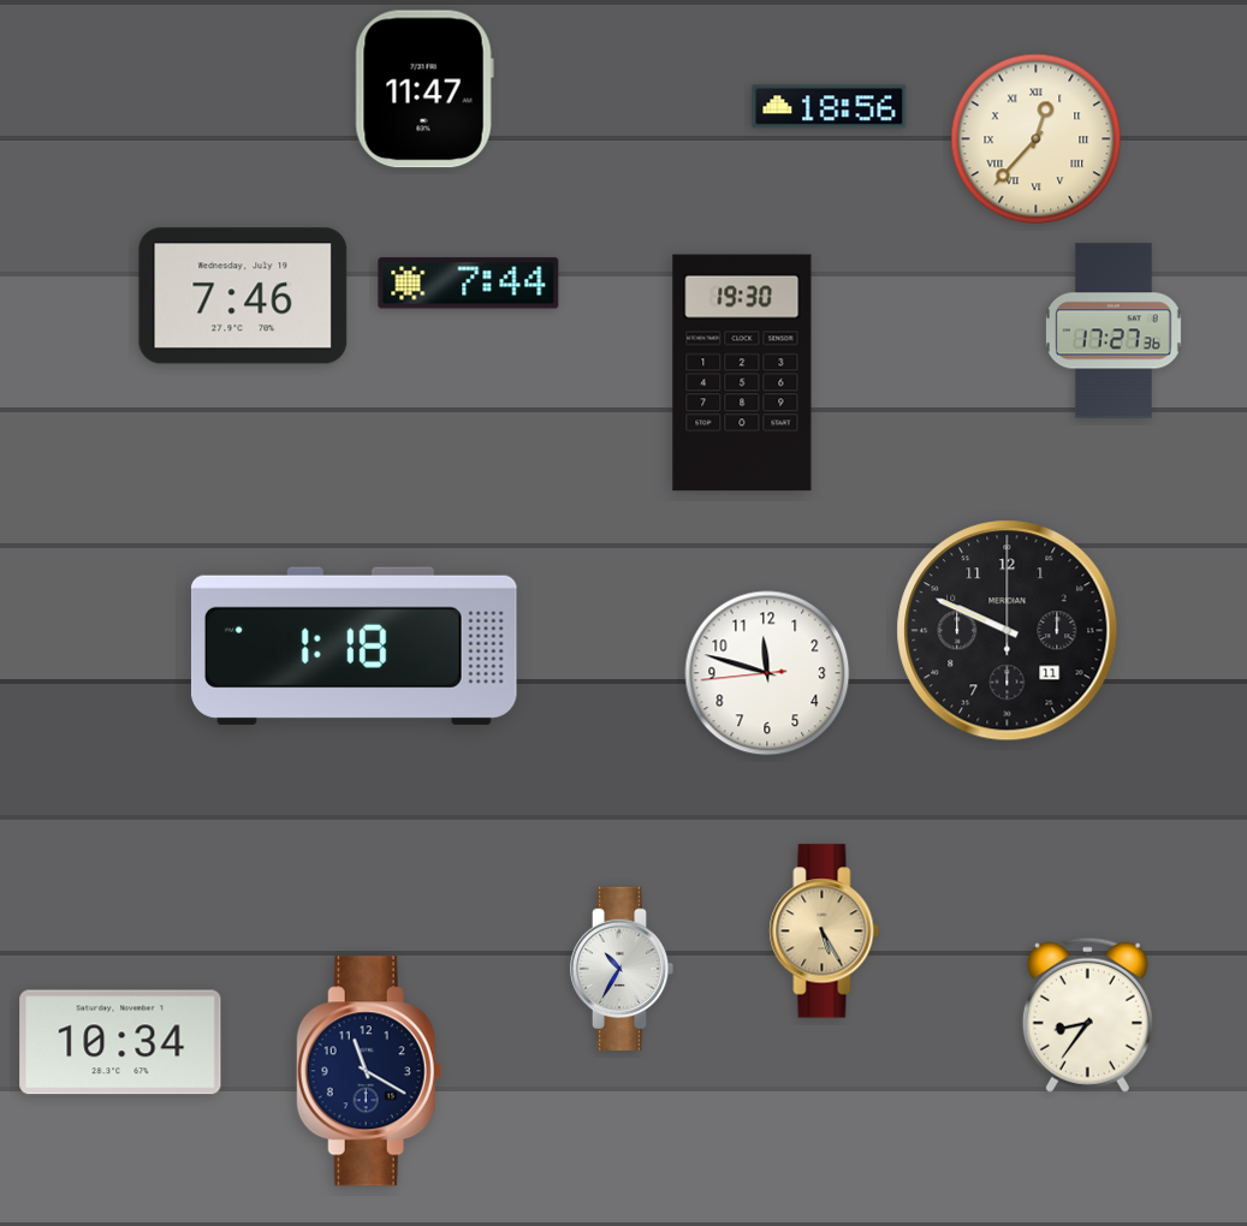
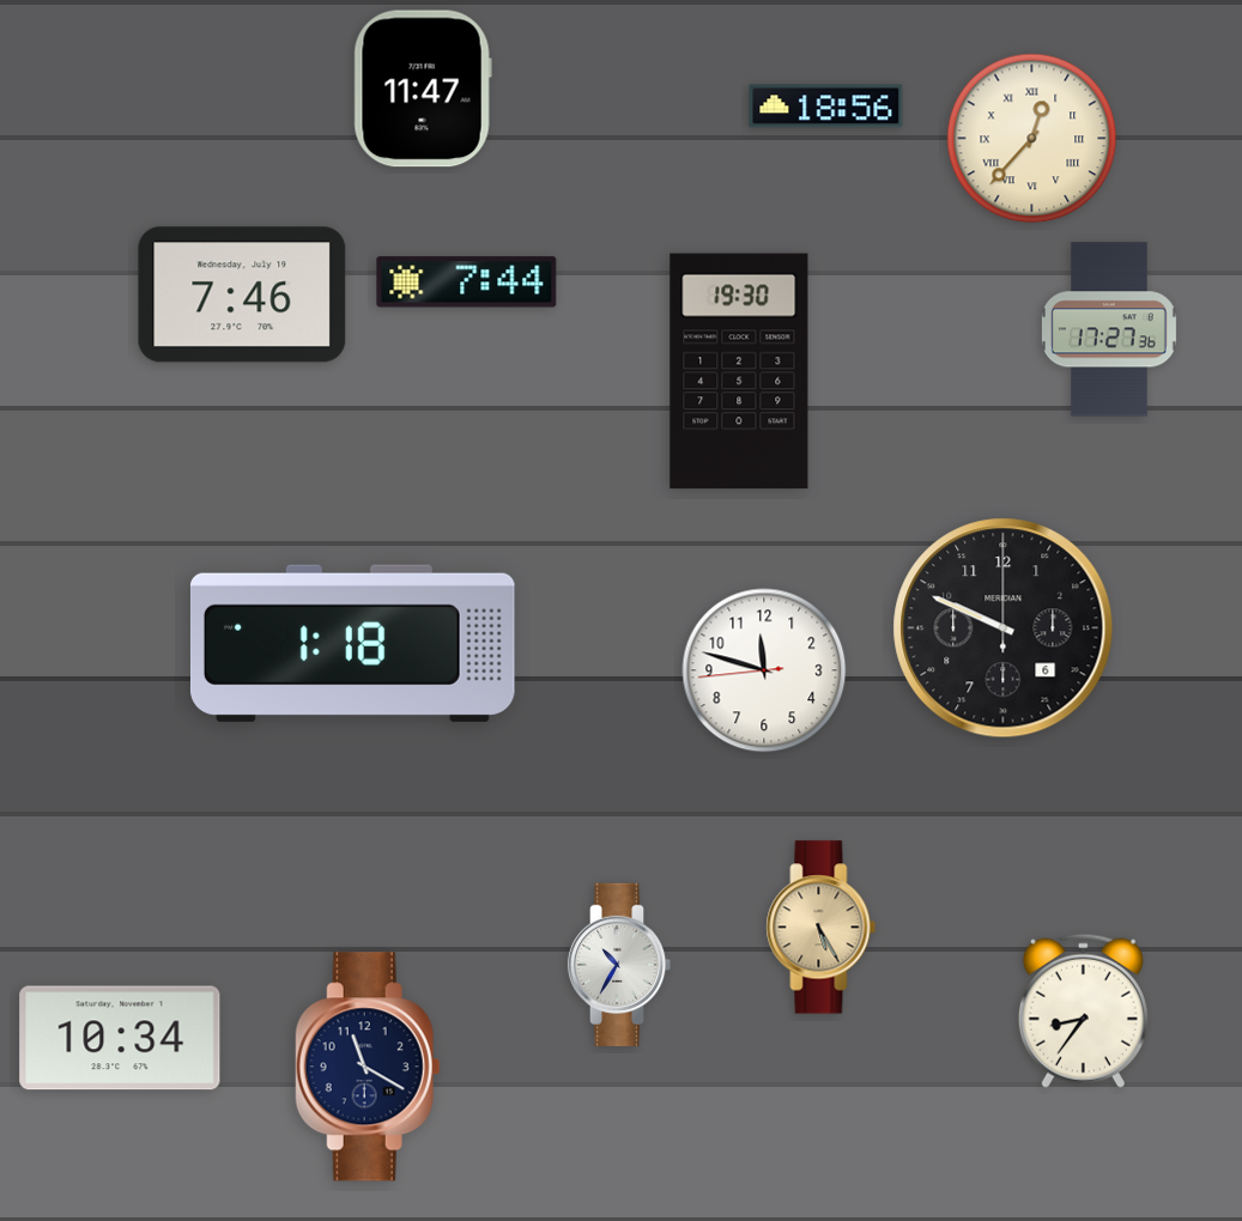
clock at (1008, 631) date: 11 -> 6
